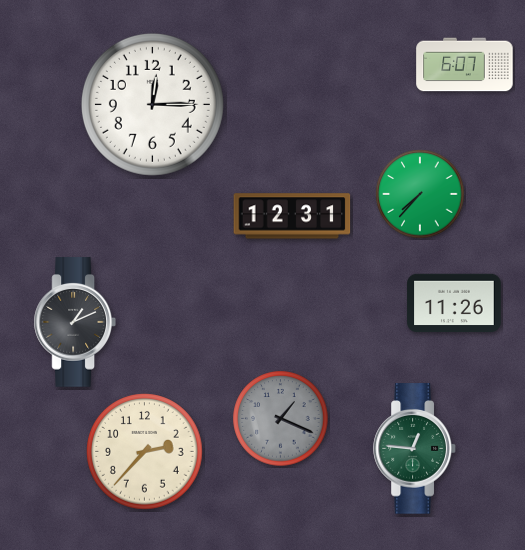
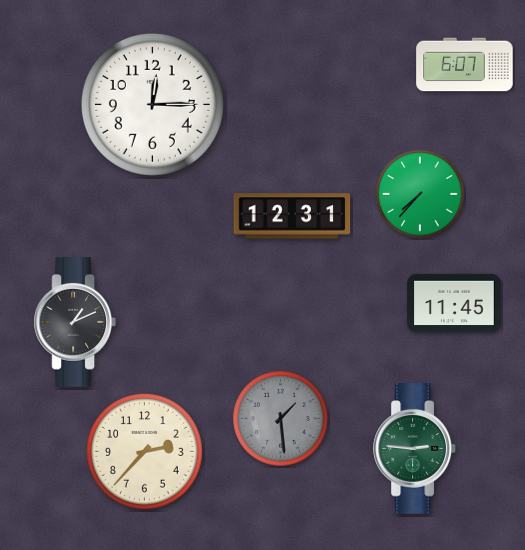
clock at (454, 303): 11:26 -> 11:45
clock at (281, 419): 1:19 -> 1:29
clock at (415, 449): 12:46 -> 2:46
